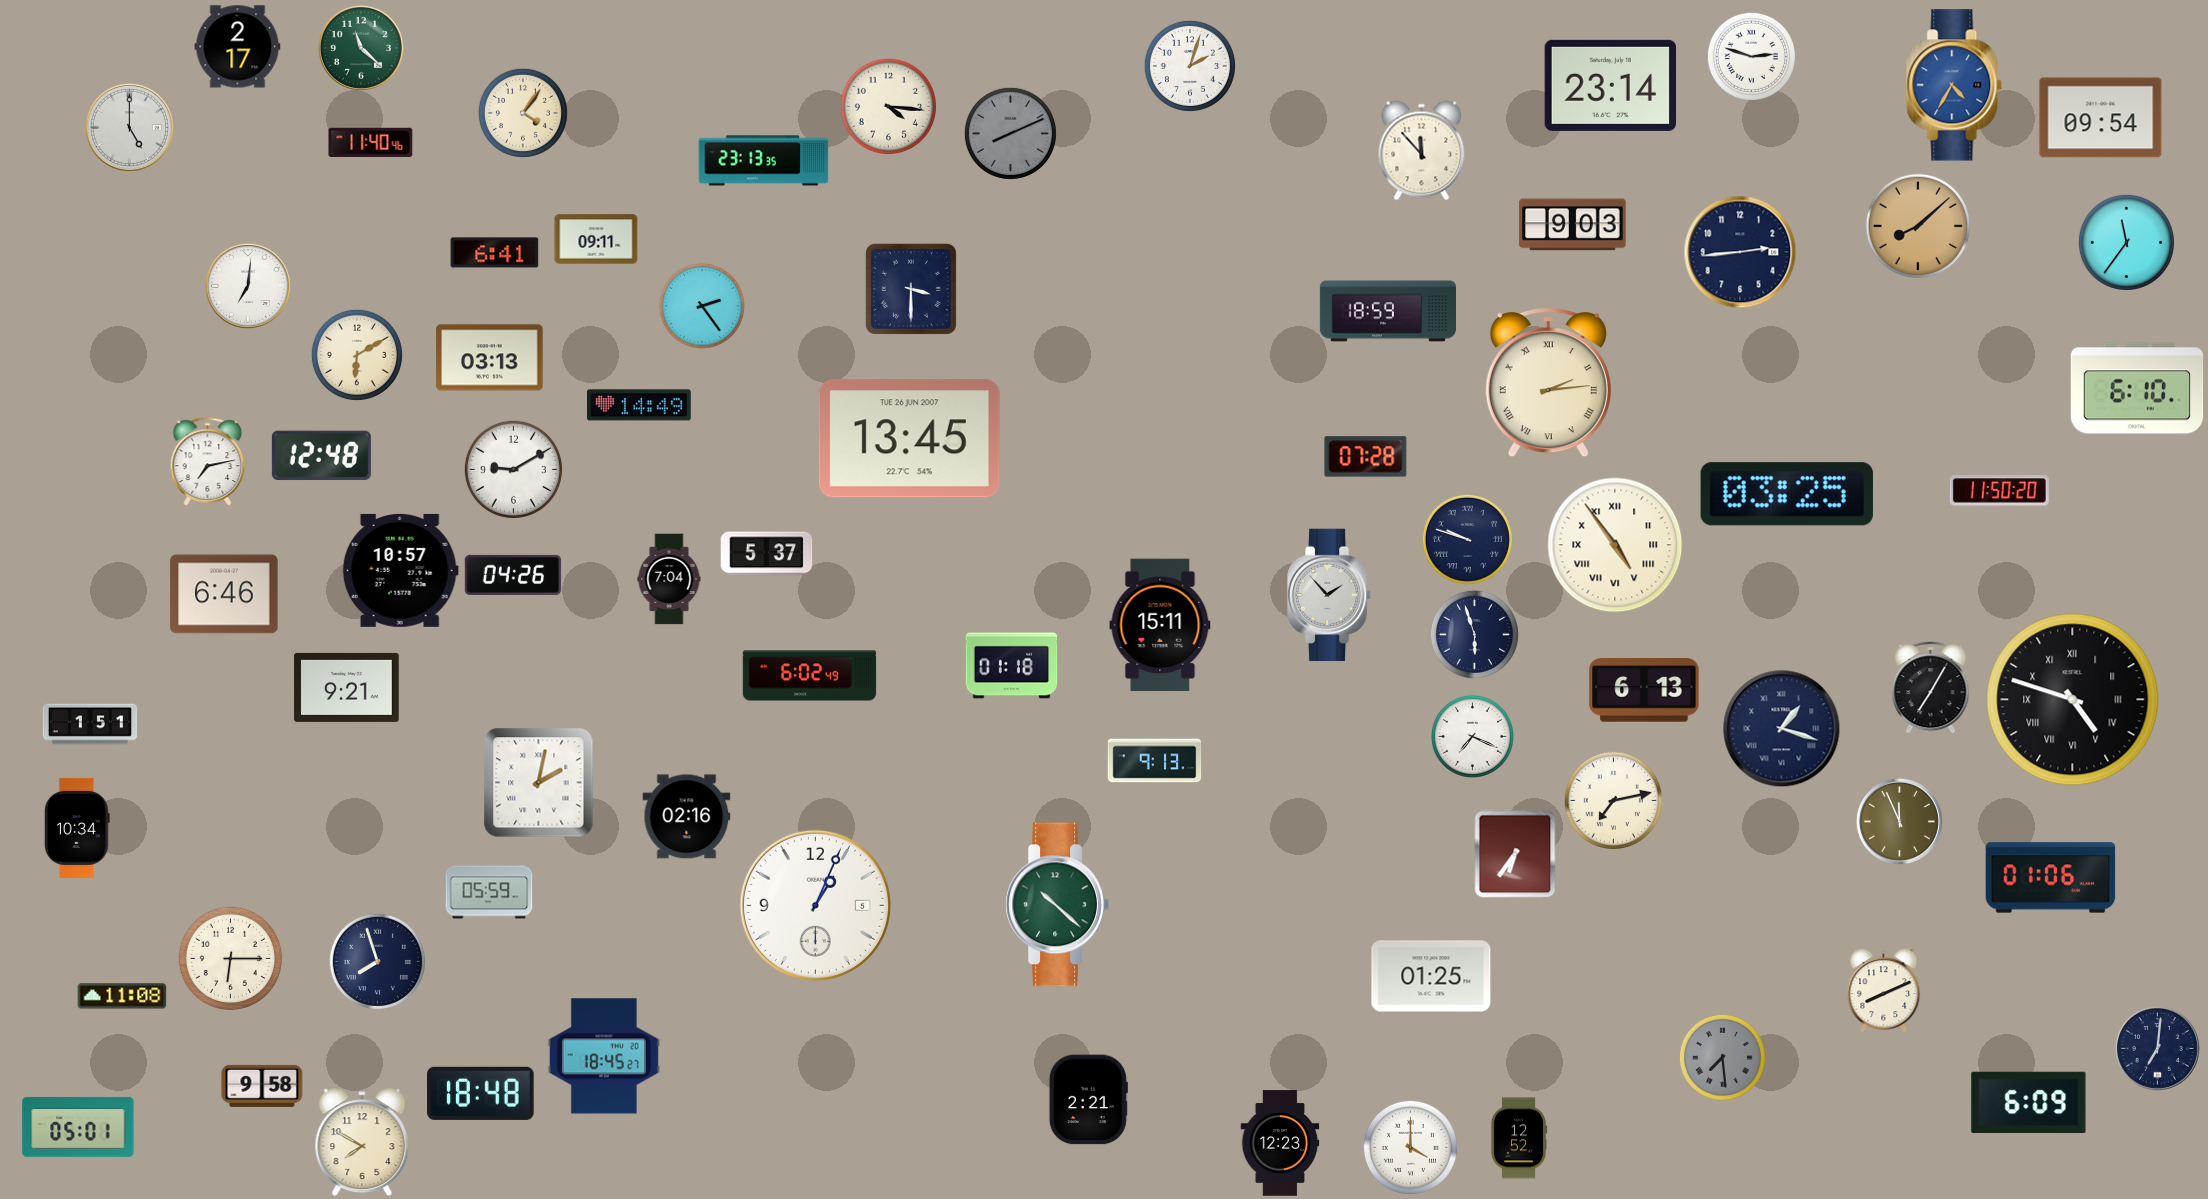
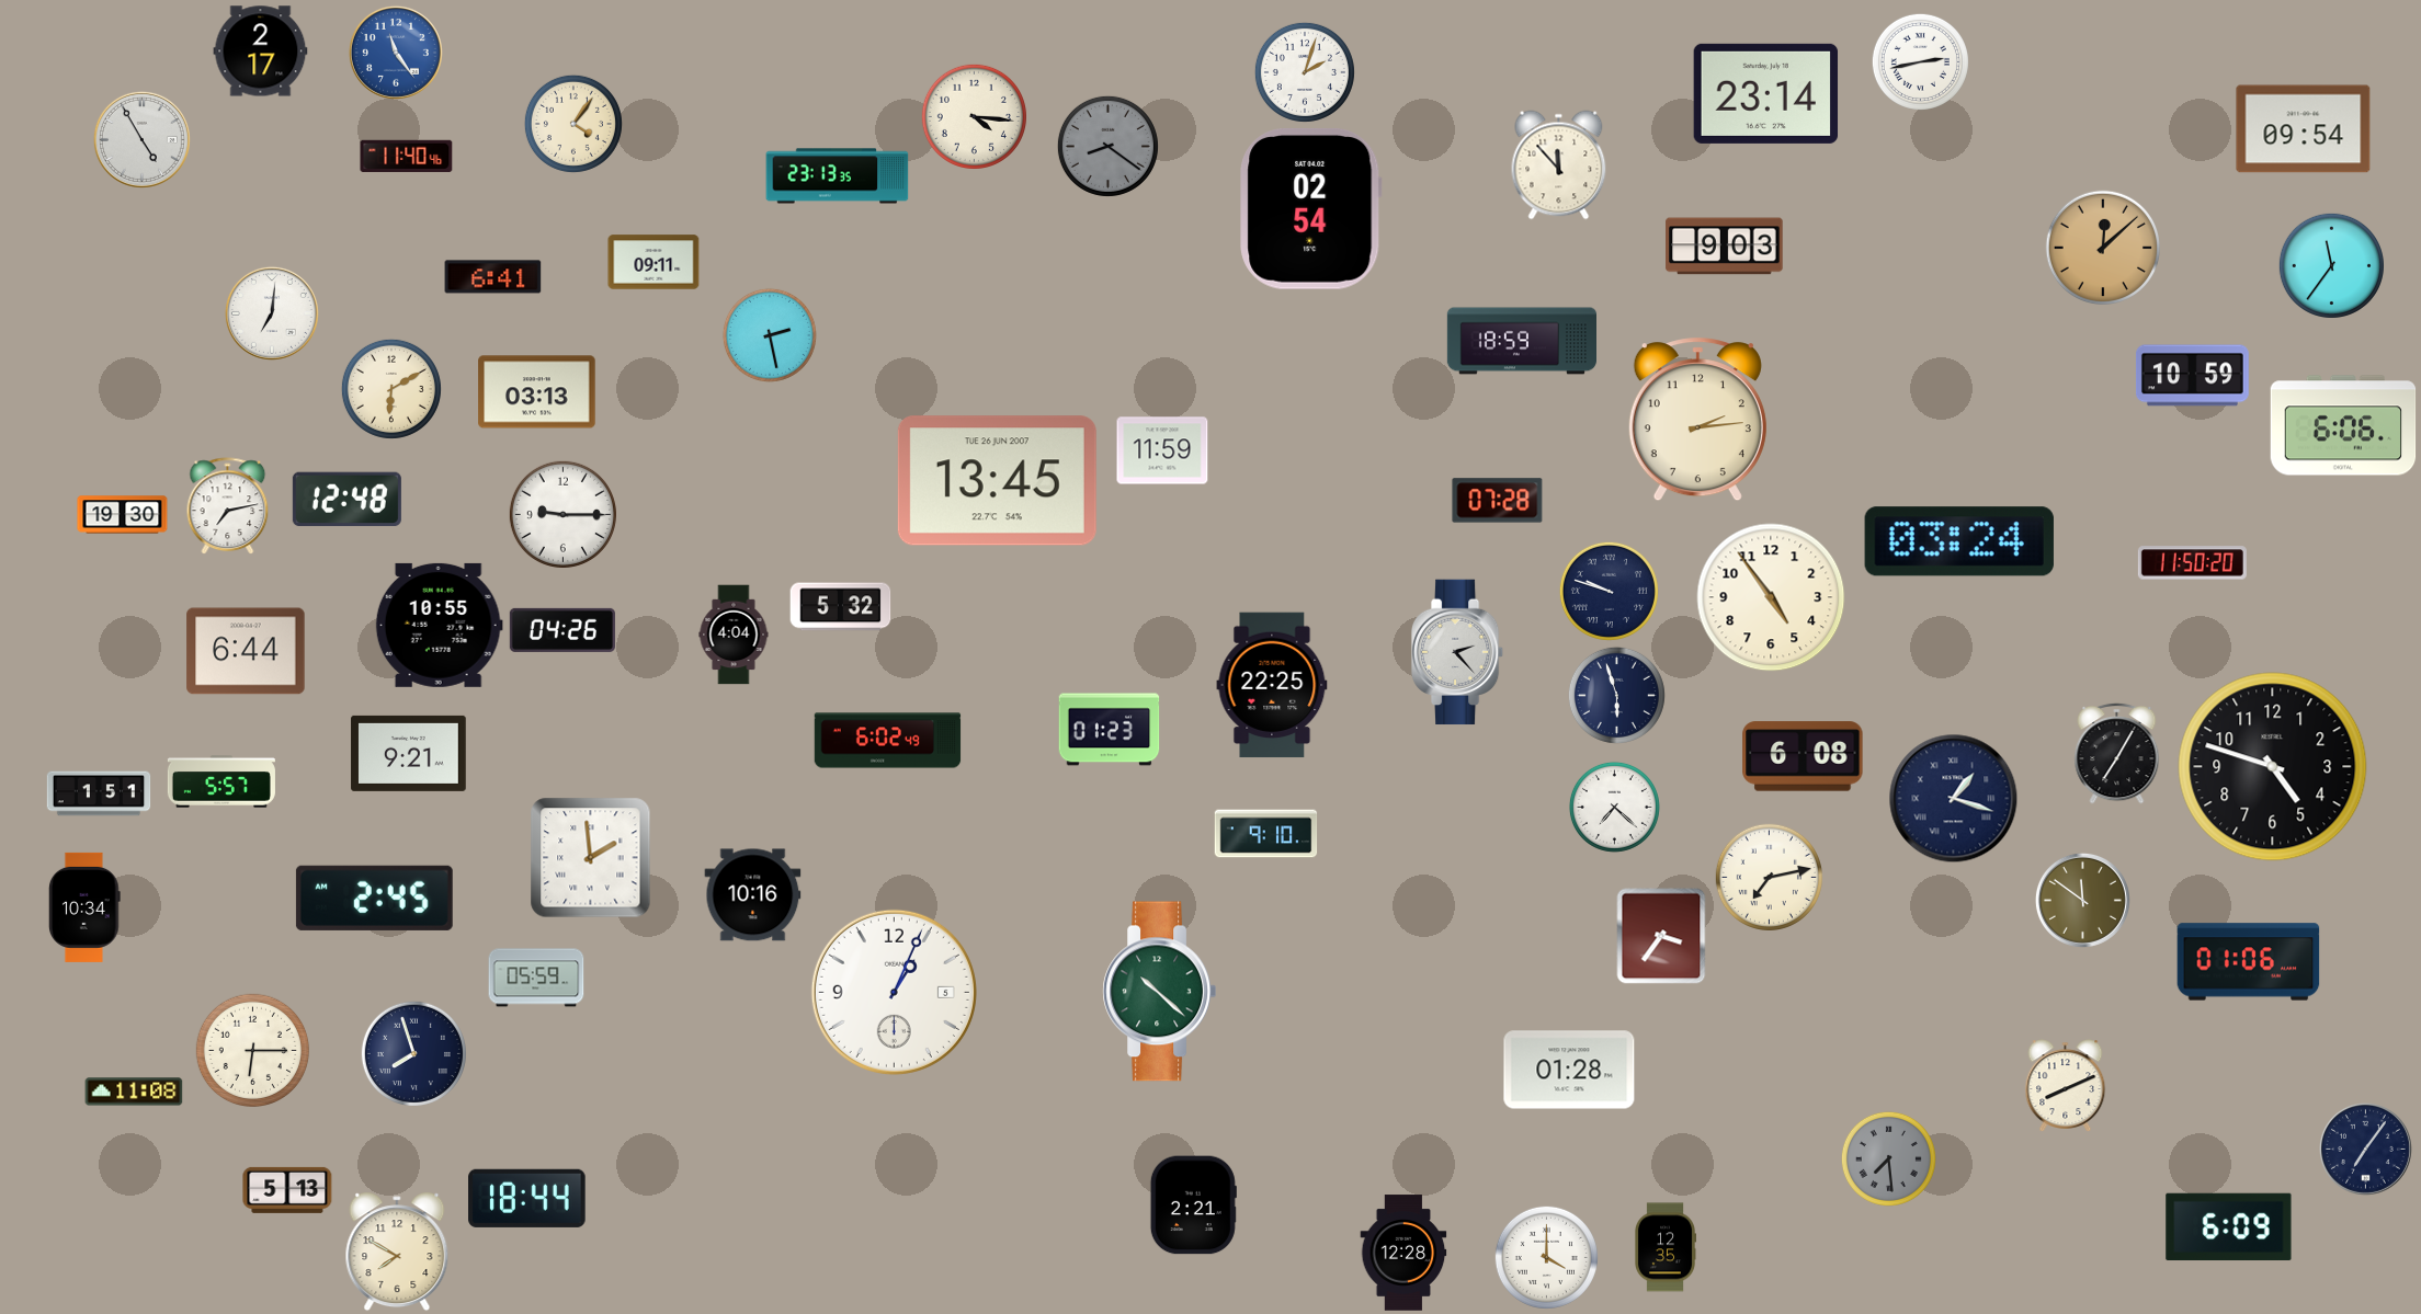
clock at (361, 48): 11:22 -> 11:24
clock at (361, 48) dial: green -> blue
clock at (1751, 56): 2:48 -> 2:43
clock at (1955, 85): 4:35 -> none
clock at (129, 127): 5:00 -> 4:55
clock at (1010, 133): 8:11 -> 8:21
clock at (1311, 208): none -> 02:54
clock at (1917, 225): 8:08 -> 12:08
clock at (1740, 252): 2:44 -> none
clock at (495, 253) position: (495, 253) -> (493, 277)
clock at (911, 289): 3:30 -> none
clock at (702, 306): 2:24 -> 2:28
clock at (2192, 376): none -> 10:59
clock at (1548, 383) numerals: Roman -> Arabic
clock at (2137, 388): 6:10 -> 6:06
clock at (640, 405): 14:49 -> none
clock at (1162, 450): none -> 11:59
clock at (321, 456) position: (321, 456) -> (346, 500)
clock at (513, 469): 9:10 -> 9:15
clock at (123, 515): none -> 19:30
clock at (1999, 491) position: (1999, 491) -> (2192, 563)
clock at (1787, 494): 03:25 -> 03:24
clock at (1615, 545) numerals: Roman -> Arabic
clock at (767, 554): 5:37 -> 5:32
clock at (400, 570): 10:57 -> 10:55
clock at (669, 579): 7:04 -> 4:04
clock at (224, 594): 6:46 -> 6:44
clock at (1329, 595): 1:53 -> 2:23
clock at (1160, 625): 15:11 -> 22:25
clock at (1012, 666): 01:18 -> 01:23
clock at (347, 687) position: (347, 687) -> (409, 753)
clock at (1644, 690): 6:13 -> 6:08
clock at (2073, 700) numerals: Roman -> Arabic
clock at (221, 781): none -> 5:57
clock at (1472, 736): 7:19 -> 7:22
clock at (1155, 761): 9:13 -> 9:10
clock at (539, 783): 2:02 -> 1:59
clock at (687, 817): 02:16 -> 10:16
clock at (374, 898): none -> 2:45
clock at (1899, 821): 11:56 -> 11:51
clock at (1515, 854): 6:36 -> 3:36
clock at (1431, 976): 01:25 -> 01:28
clock at (2157, 1048): 7:01 -> 7:06
clock at (604, 1056): 18:45 -> none
clock at (262, 1086): 9:58 -> 5:13
clock at (481, 1093): 18:48 -> 18:44
clock at (2029, 1103) position: (2029, 1103) -> (2229, 1227)
clock at (78, 1127): 05:01 -> none
clock at (1519, 1138): 12:52 -> 12:35
clock at (1280, 1143): 12:23 -> 12:28
